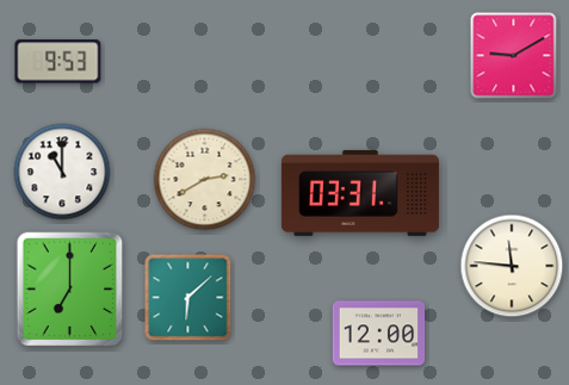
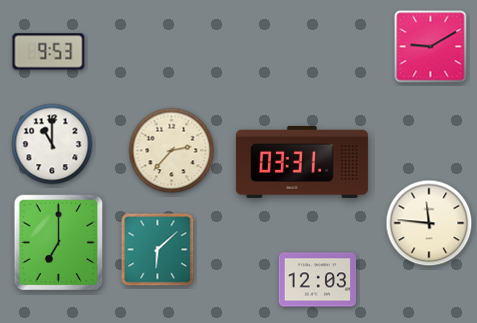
clock at (205, 180): 2:40 -> 2:37
clock at (379, 334): 12:00 -> 12:03
